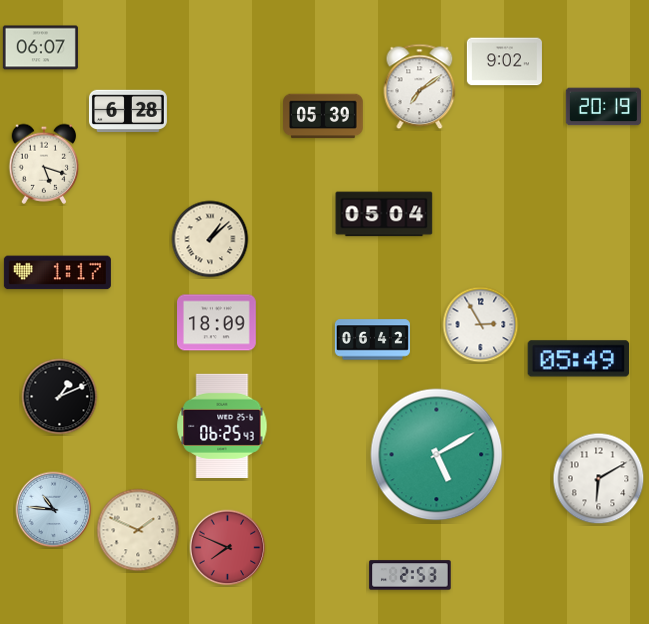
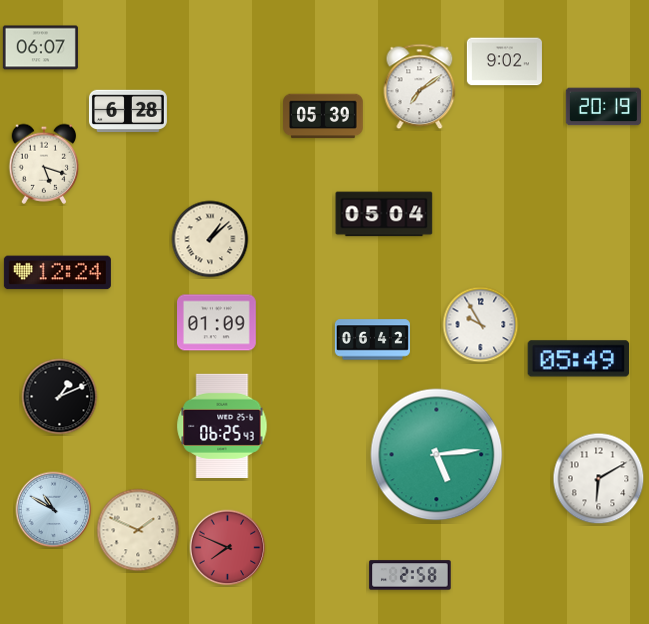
clock at (57, 273): 1:17 -> 12:24
clock at (217, 323): 18:09 -> 01:09
clock at (481, 325): 2:55 -> 9:55
clock at (437, 455): 5:10 -> 5:14
clock at (54, 510): 10:46 -> 10:50
clock at (410, 575): 2:53 -> 2:58
